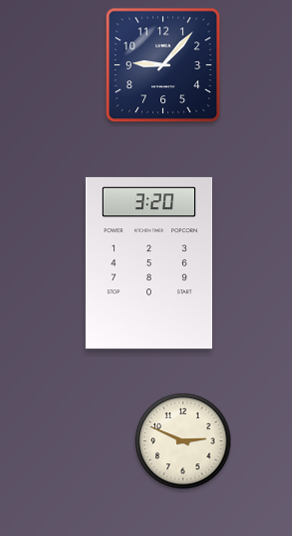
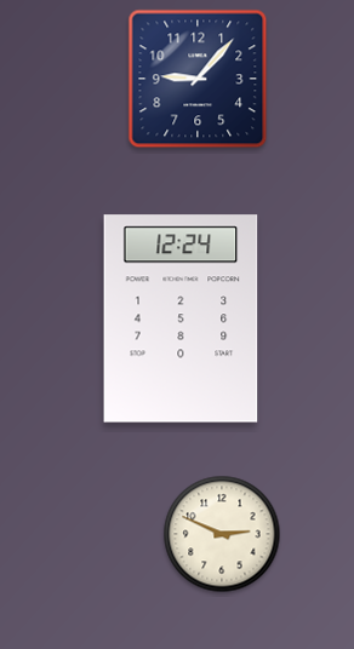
clock at (149, 263): 3:20 -> 12:24
